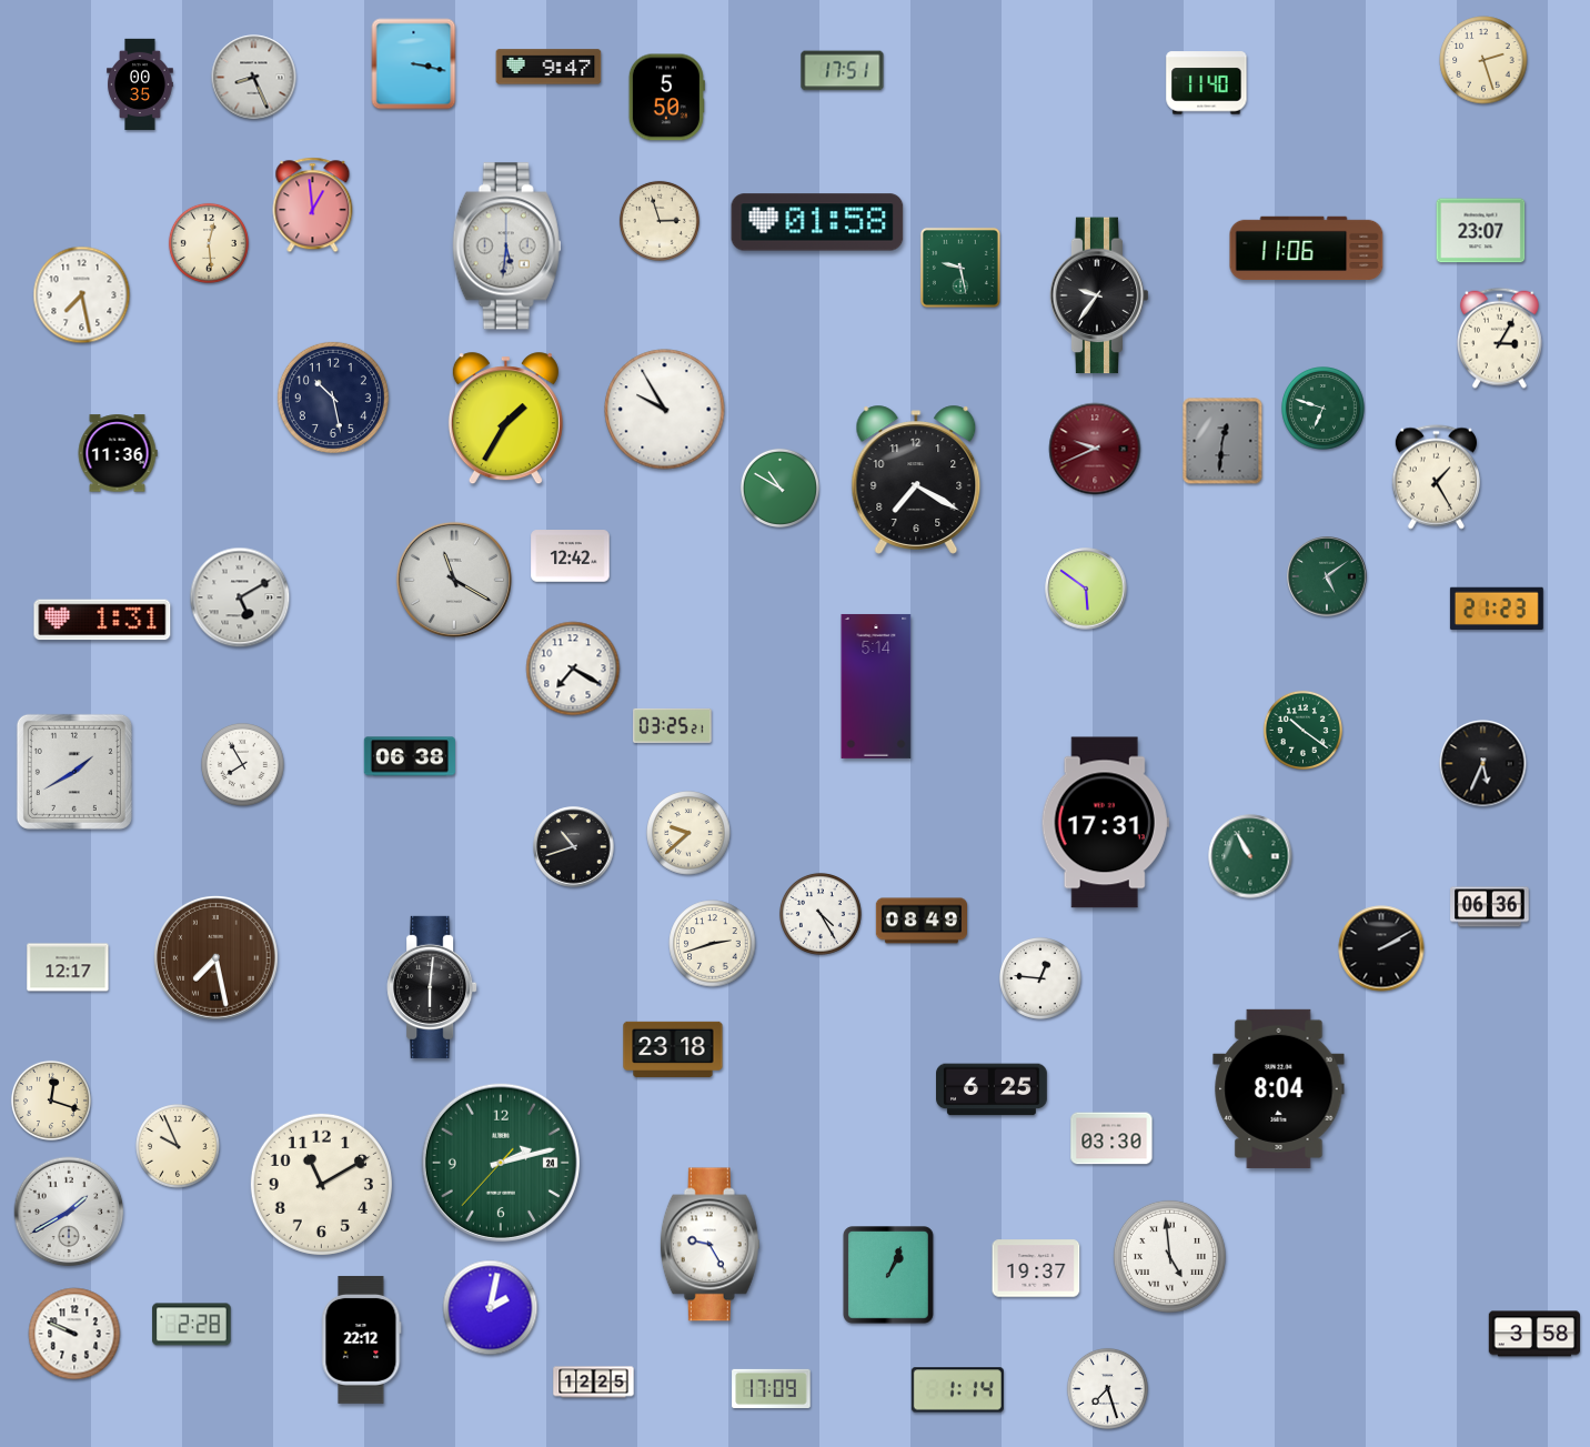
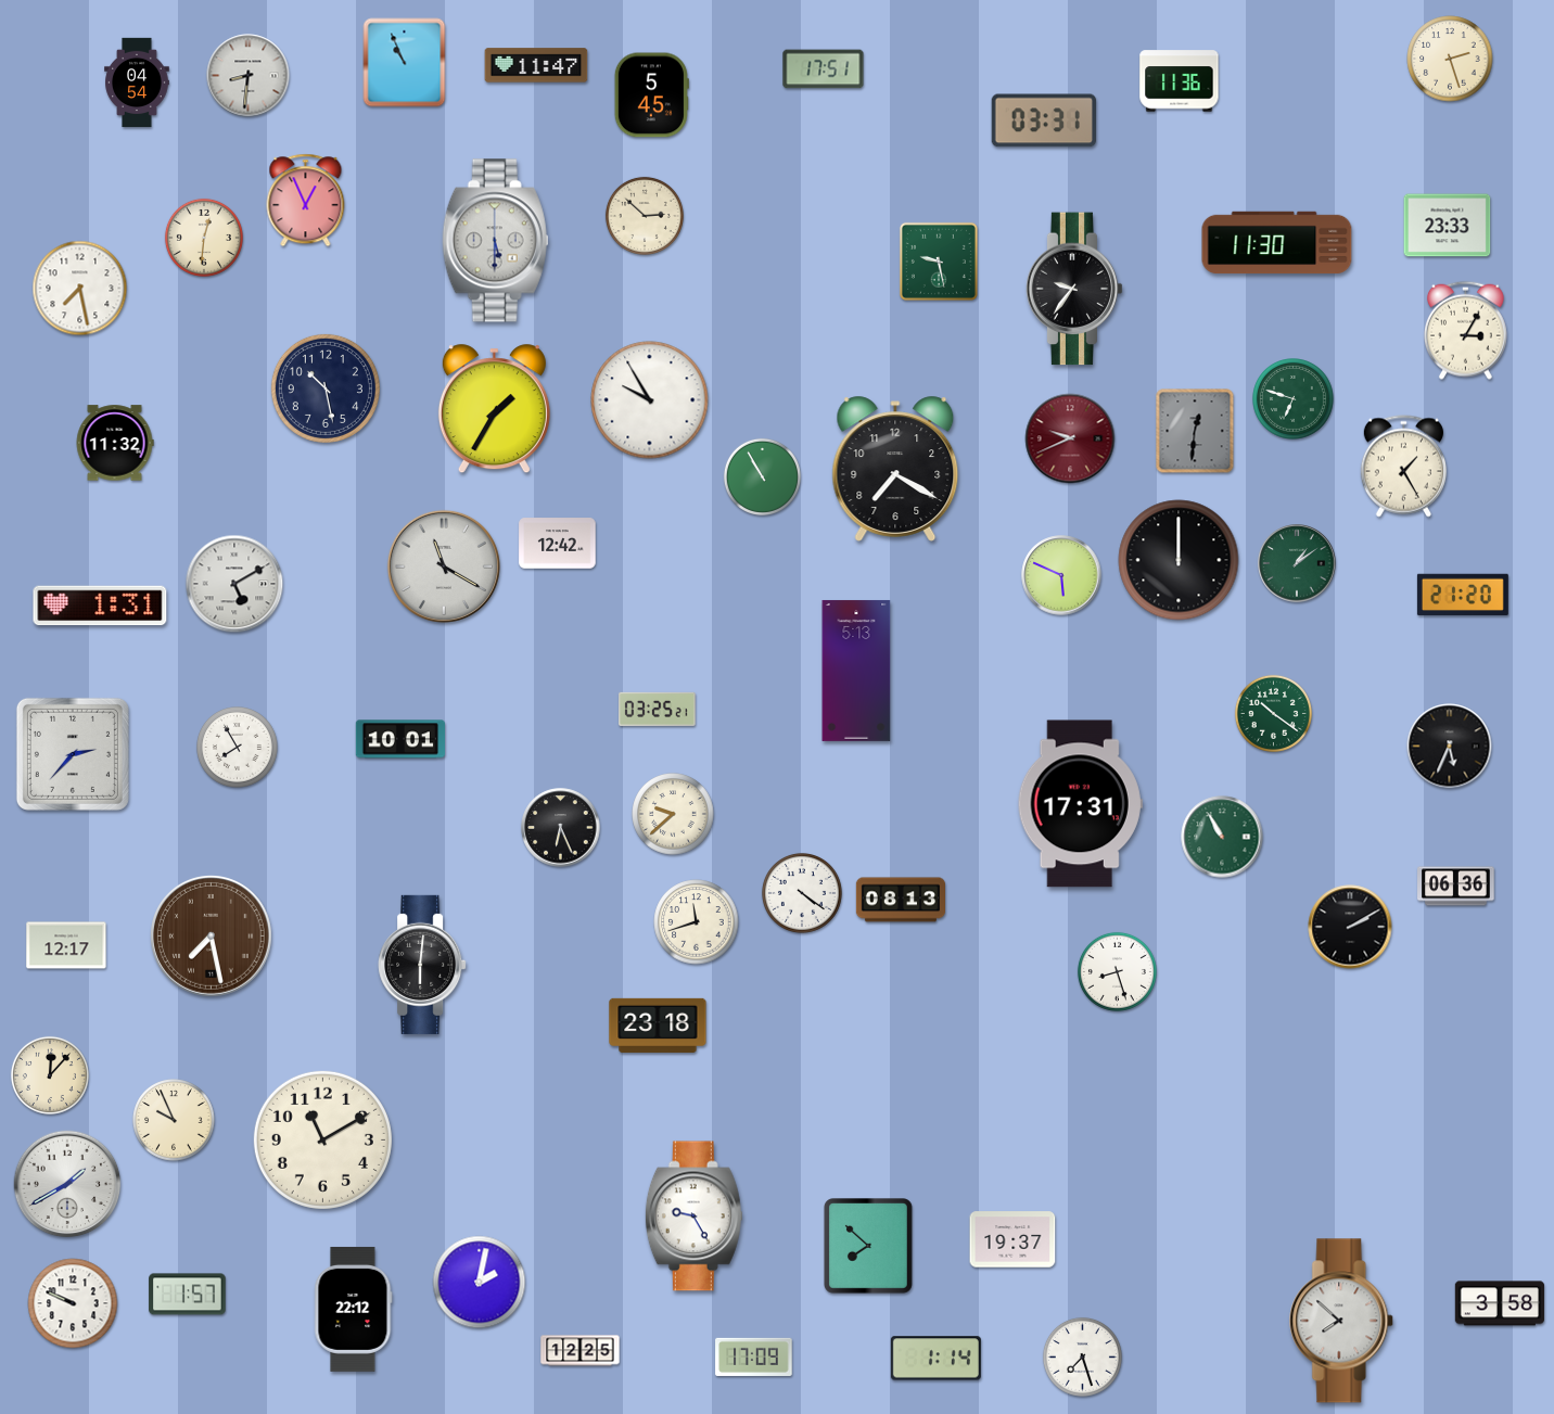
clock at (414, 64): 3:17 -> 10:56
clock at (549, 67): 9:47 -> 11:47
clock at (254, 78): 8:26 -> 8:31
clock at (1207, 83): 11:40 -> 11:36
clock at (140, 84): 00:35 -> 04:54
clock at (666, 98): 5:50 -> 5:45
clock at (1044, 120): none -> 03:31
clock at (313, 205): 12:59 -> 12:56
clock at (660, 221): 2:57 -> 2:52
clock at (817, 222): 01:58 -> none
clock at (1481, 231): 23:07 -> 23:33
clock at (209, 243): 12:29 -> 12:31
clock at (506, 247): 5:31 -> 5:30
clock at (1307, 249): 11:06 -> 11:30
clock at (118, 453): 11:36 -> 11:32
clock at (779, 488): 10:50 -> 10:55
clock at (1179, 560): none -> 12:00
clock at (1327, 576): 5:09 -> 1:09
clock at (1086, 589): 5:51 -> 5:49
clock at (1497, 607): 21:23 -> 21:20
clock at (573, 669): 7:20 -> none
clock at (876, 686): 5:14 -> 5:13
clock at (410, 756): 06:38 -> 10:01
clock at (74, 772): 1:40 -> 2:37
clock at (574, 847): 10:42 -> 6:26
clock at (821, 914): 4:25 -> 4:21
clock at (920, 921): 08:49 -> 08:13
clock at (713, 944): 2:42 -> 11:42
clock at (1040, 978): 12:46 -> none
clock at (1117, 971): none -> 8:27
clock at (1279, 1088): 8:04 -> none
clock at (993, 1089): 6:25 -> none
clock at (51, 1101): 12:18 -> 12:07
clock at (1111, 1138): 03:30 -> none
clock at (501, 1163): 2:12 -> none
clock at (321, 1184) position: (321, 1184) -> (322, 1139)
clock at (1169, 1256): 4:59 -> none
clock at (889, 1276): 1:04 -> 7:52
clock at (491, 1308) position: (491, 1308) -> (480, 1283)
clock at (192, 1325): 2:28 -> 1:57
clock at (1342, 1321): none -> 7:52
